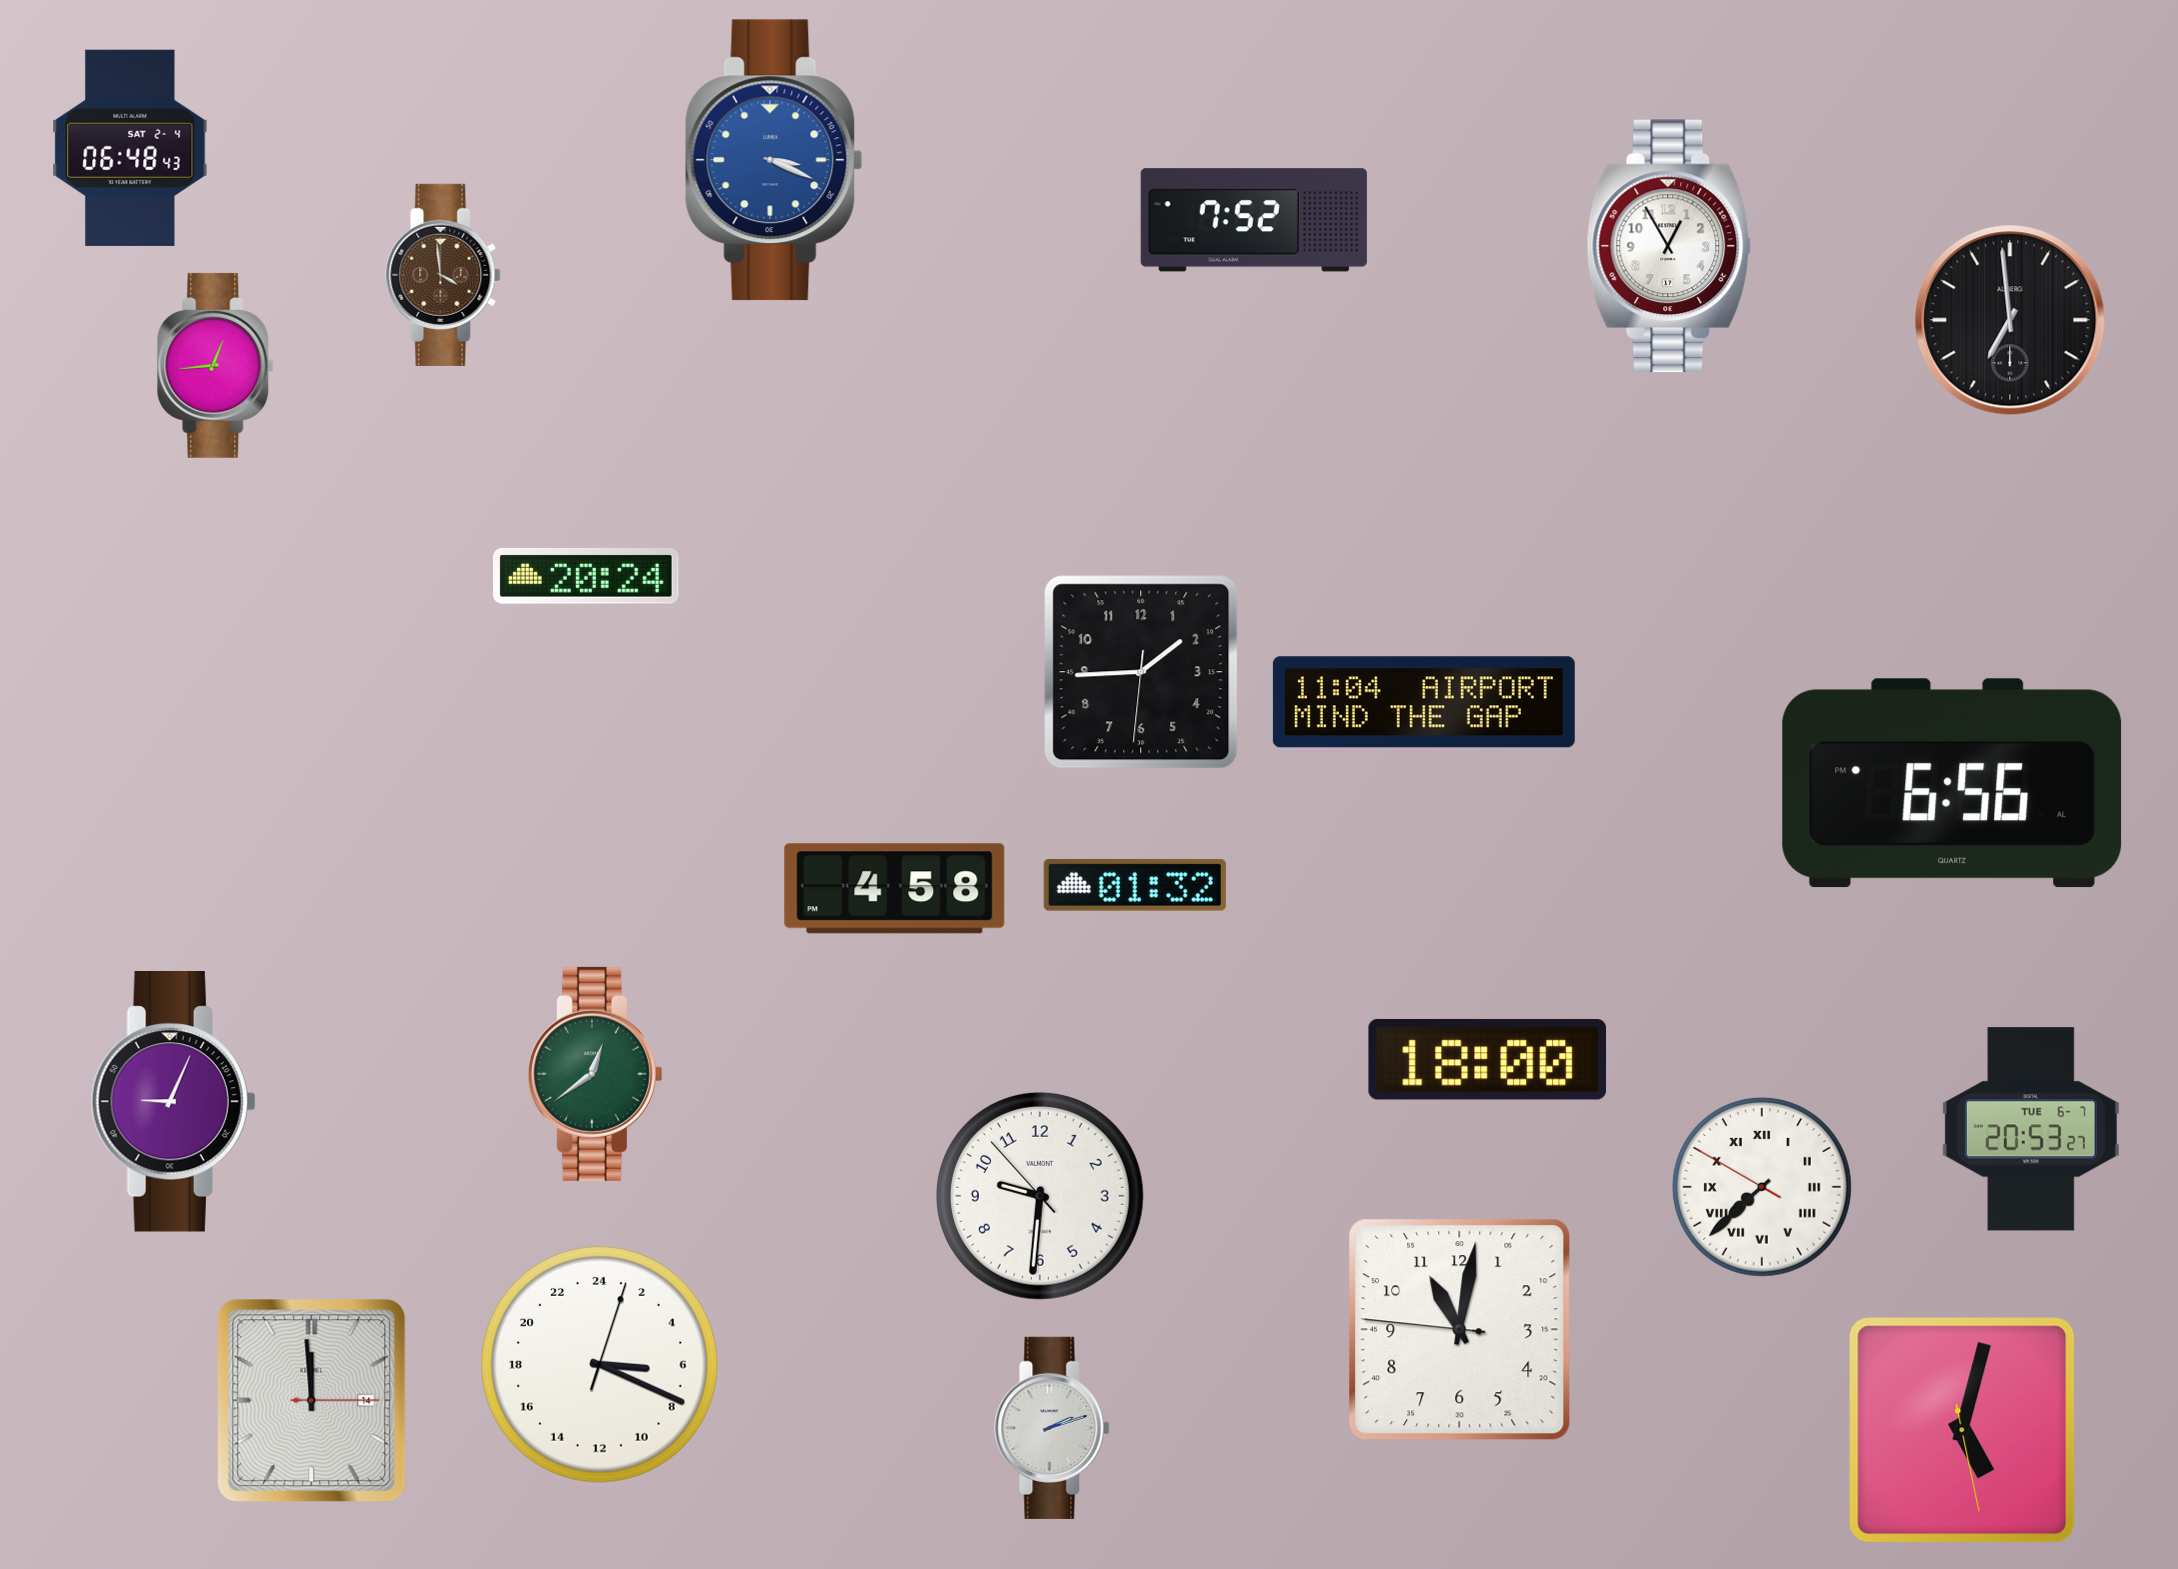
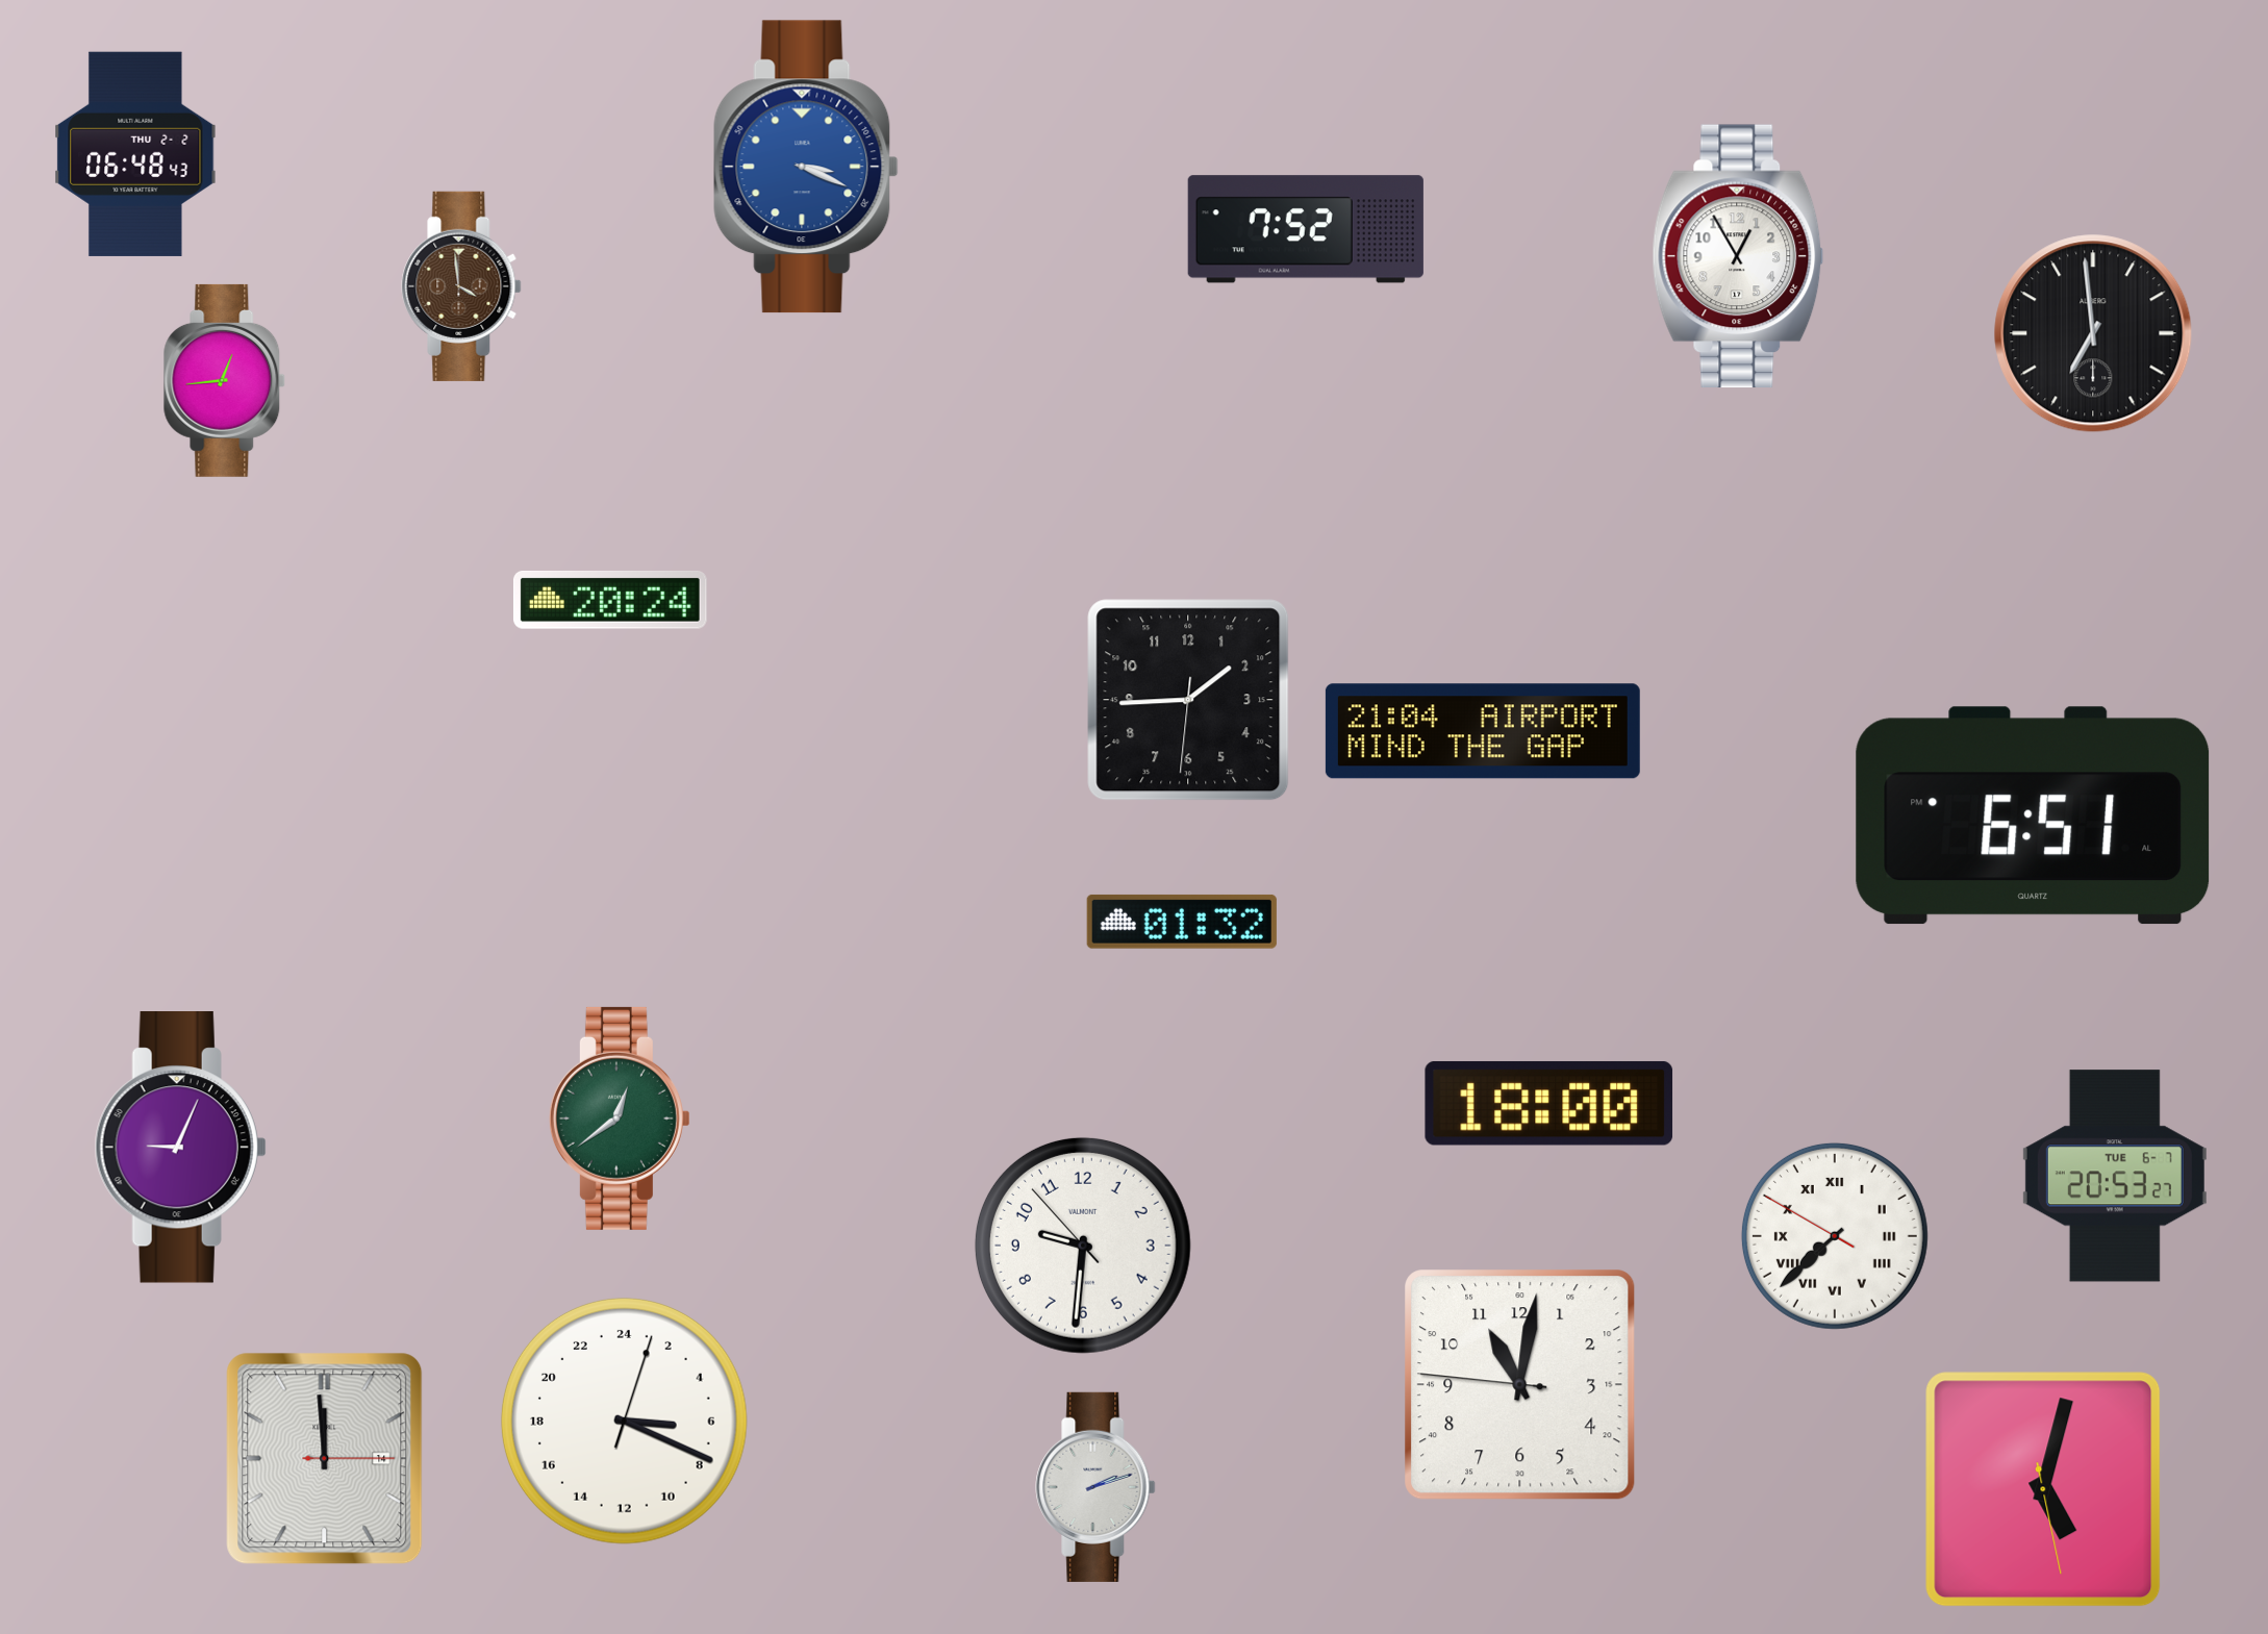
clock at (130, 148) date: SAT 2-4 -> THU 2-2
clock at (1424, 702): 11:04 -> 21:04
clock at (1952, 783): 6:56 -> 6:51
clock at (895, 889): 4:58 -> none
